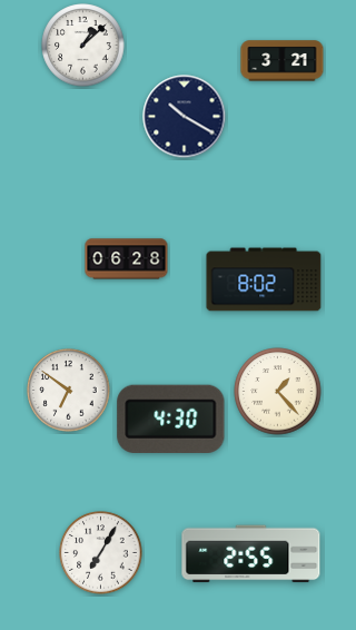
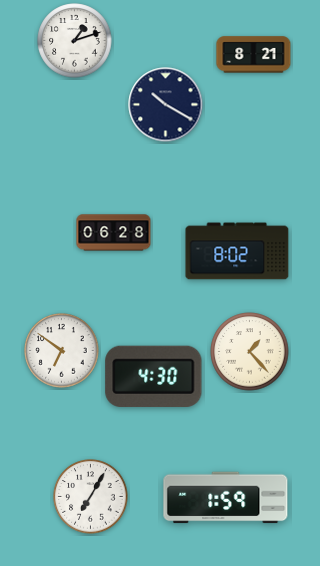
clock at (83, 46): 1:08 -> 1:12
clock at (283, 61): 3:21 -> 8:21
clock at (251, 554): 2:55 -> 1:59
